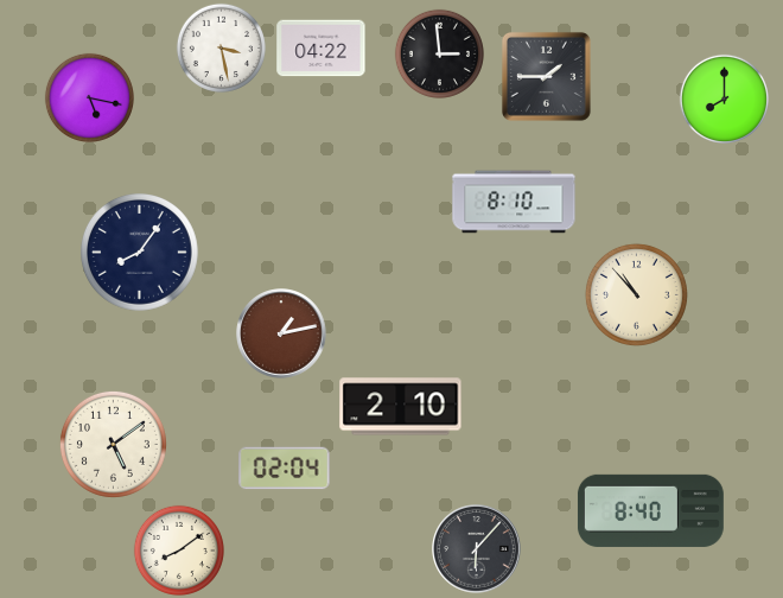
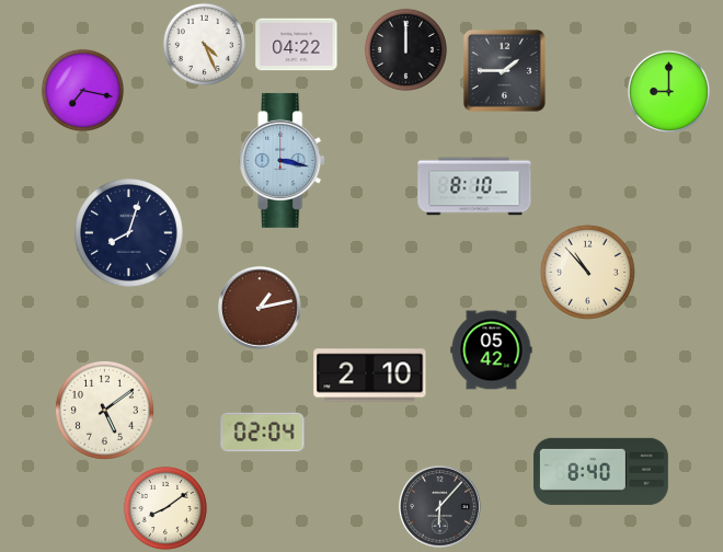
clock at (221, 47): 3:28 -> 4:26
clock at (439, 53): 2:59 -> 12:00
clock at (89, 97): 5:17 -> 7:17
clock at (724, 98): 8:00 -> 9:00
clock at (283, 160): none -> 3:17
clock at (140, 253): 8:06 -> 8:03
clock at (492, 350): none -> 05:42
